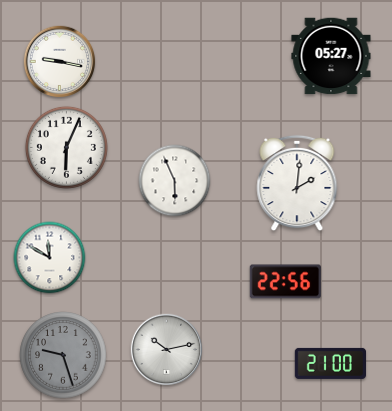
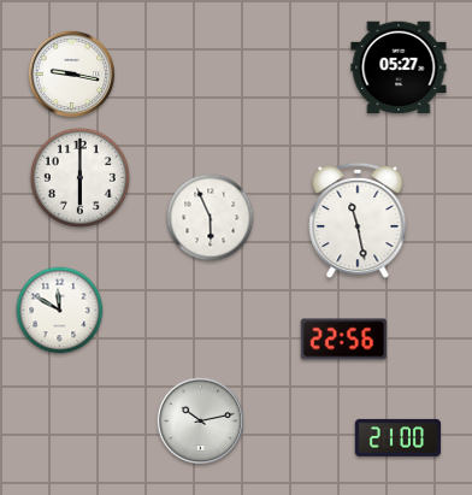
clock at (66, 147): 6:04 -> 6:00
clock at (297, 183): 2:01 -> 11:28
clock at (63, 355): 9:27 -> none
